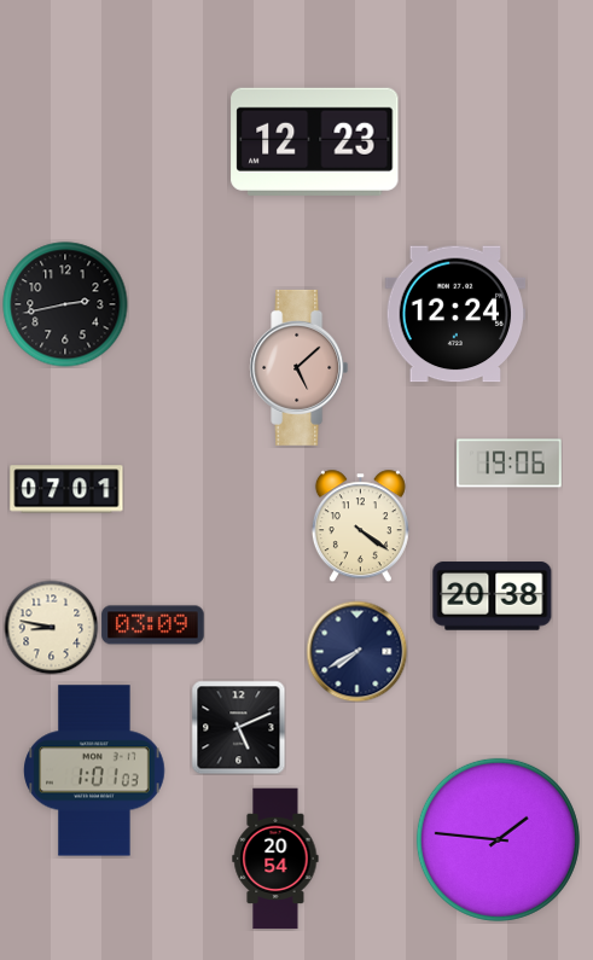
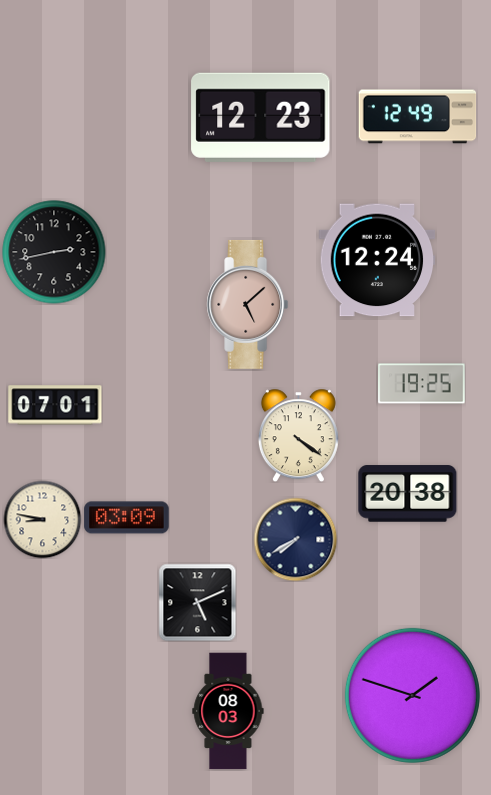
clock at (418, 117): none -> 12:49
clock at (510, 464): 19:06 -> 19:25
clock at (94, 770): 1:01 -> none
clock at (498, 839): 1:46 -> 1:48
clock at (275, 859): 20:54 -> 08:03
